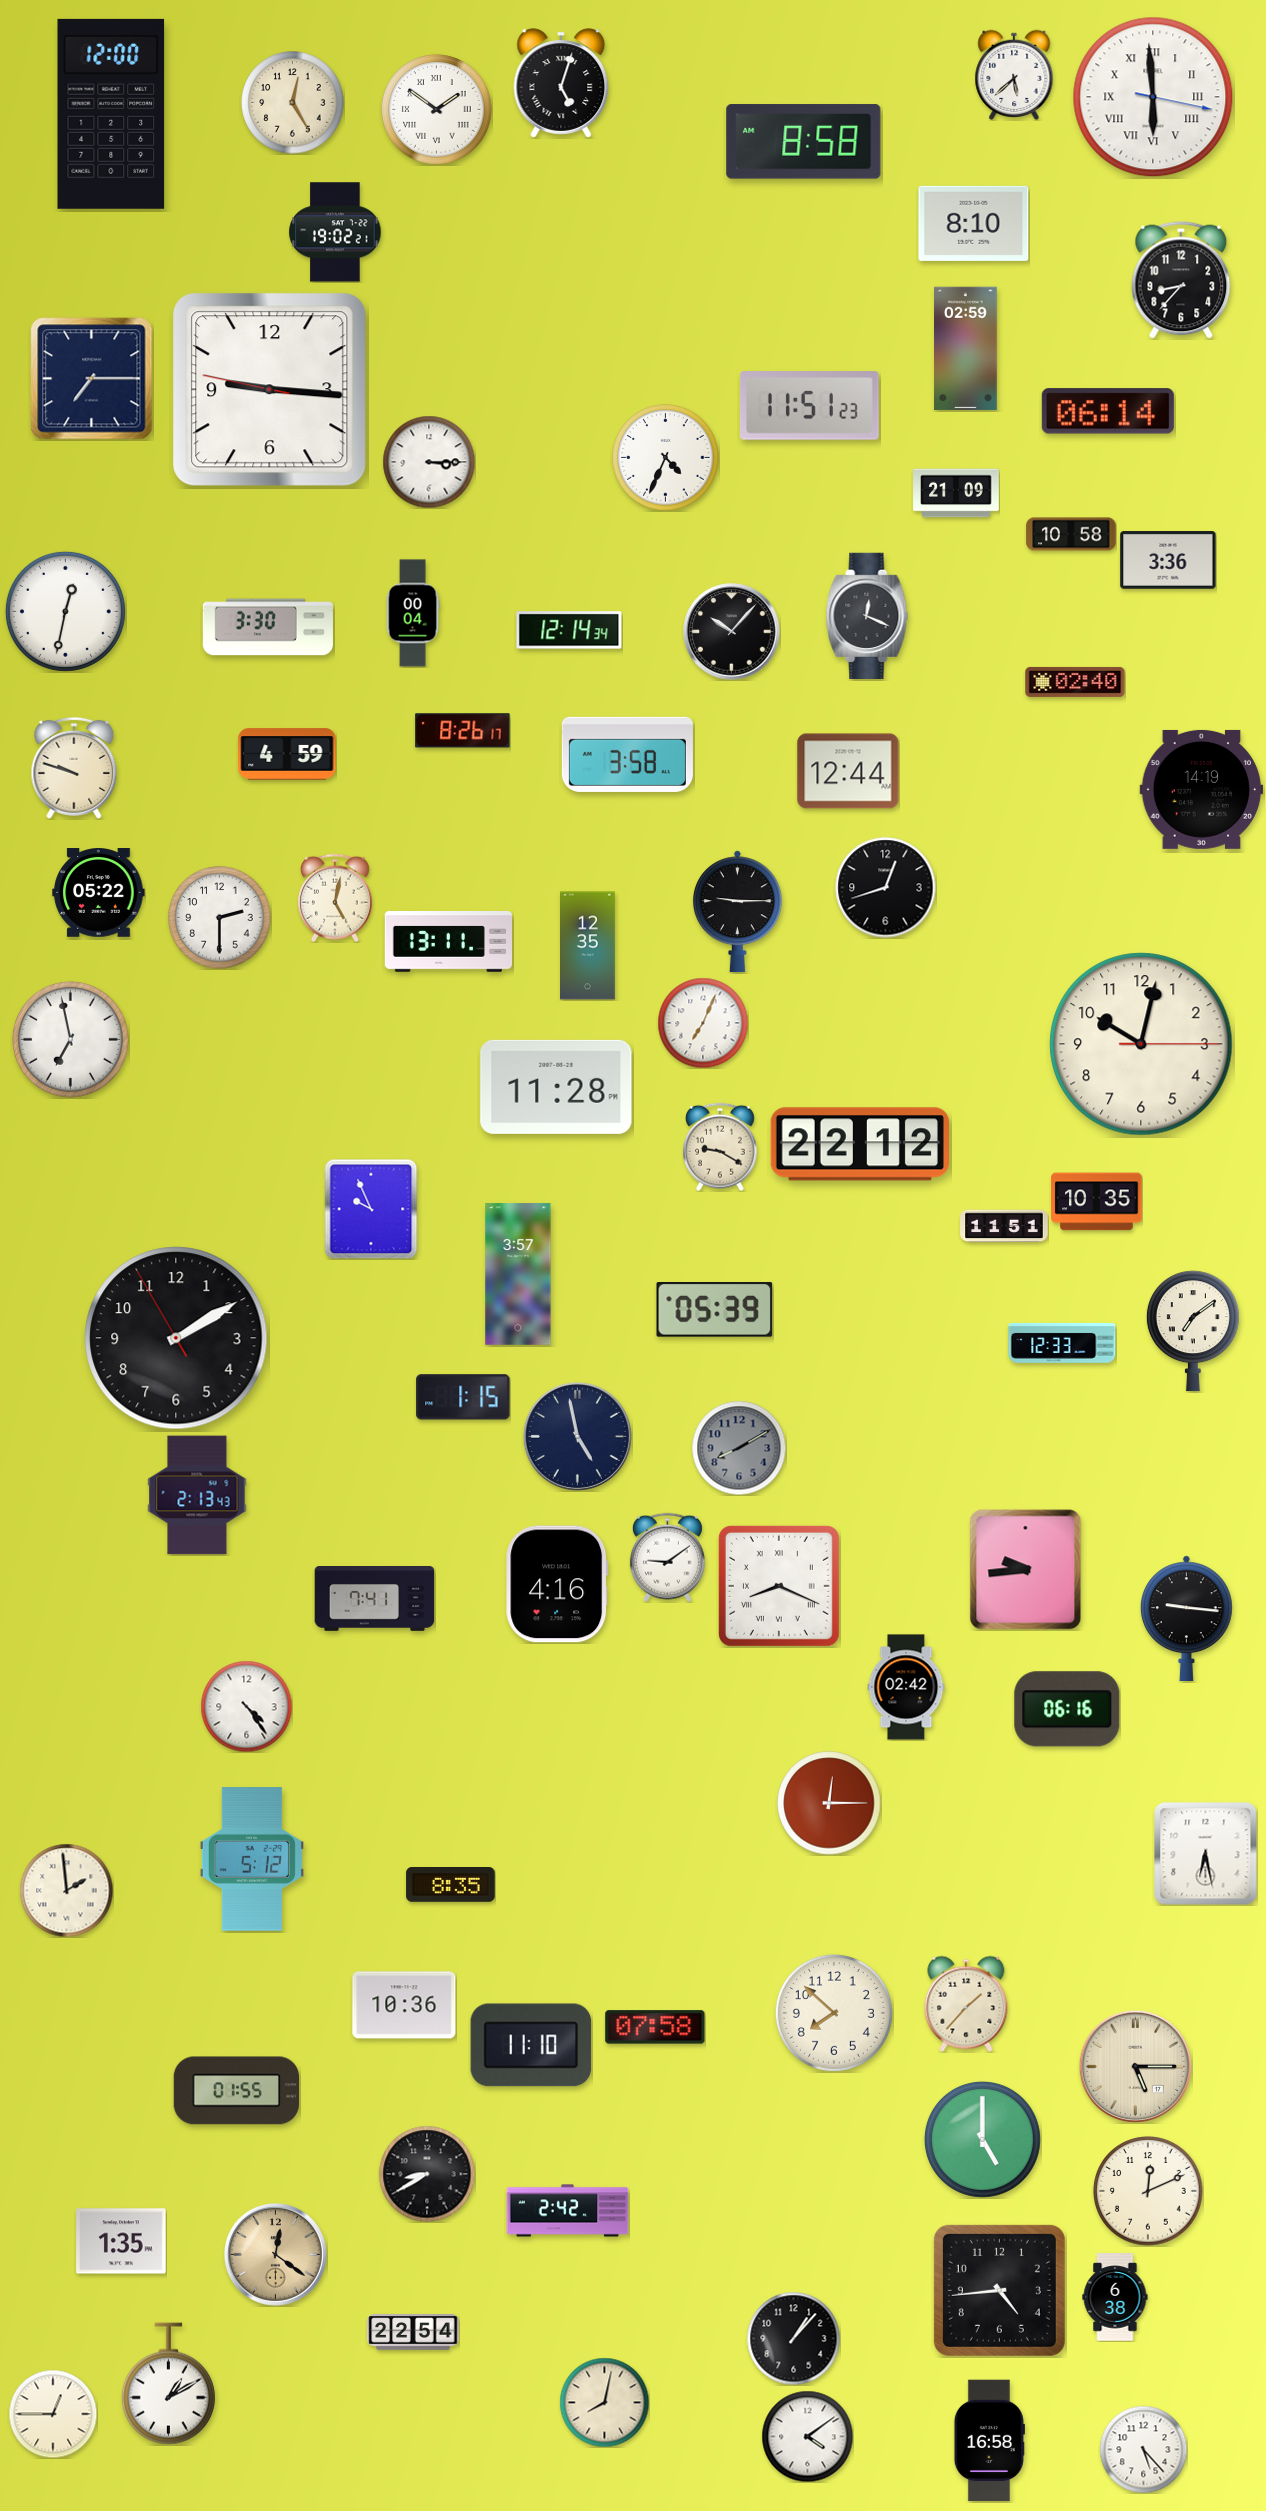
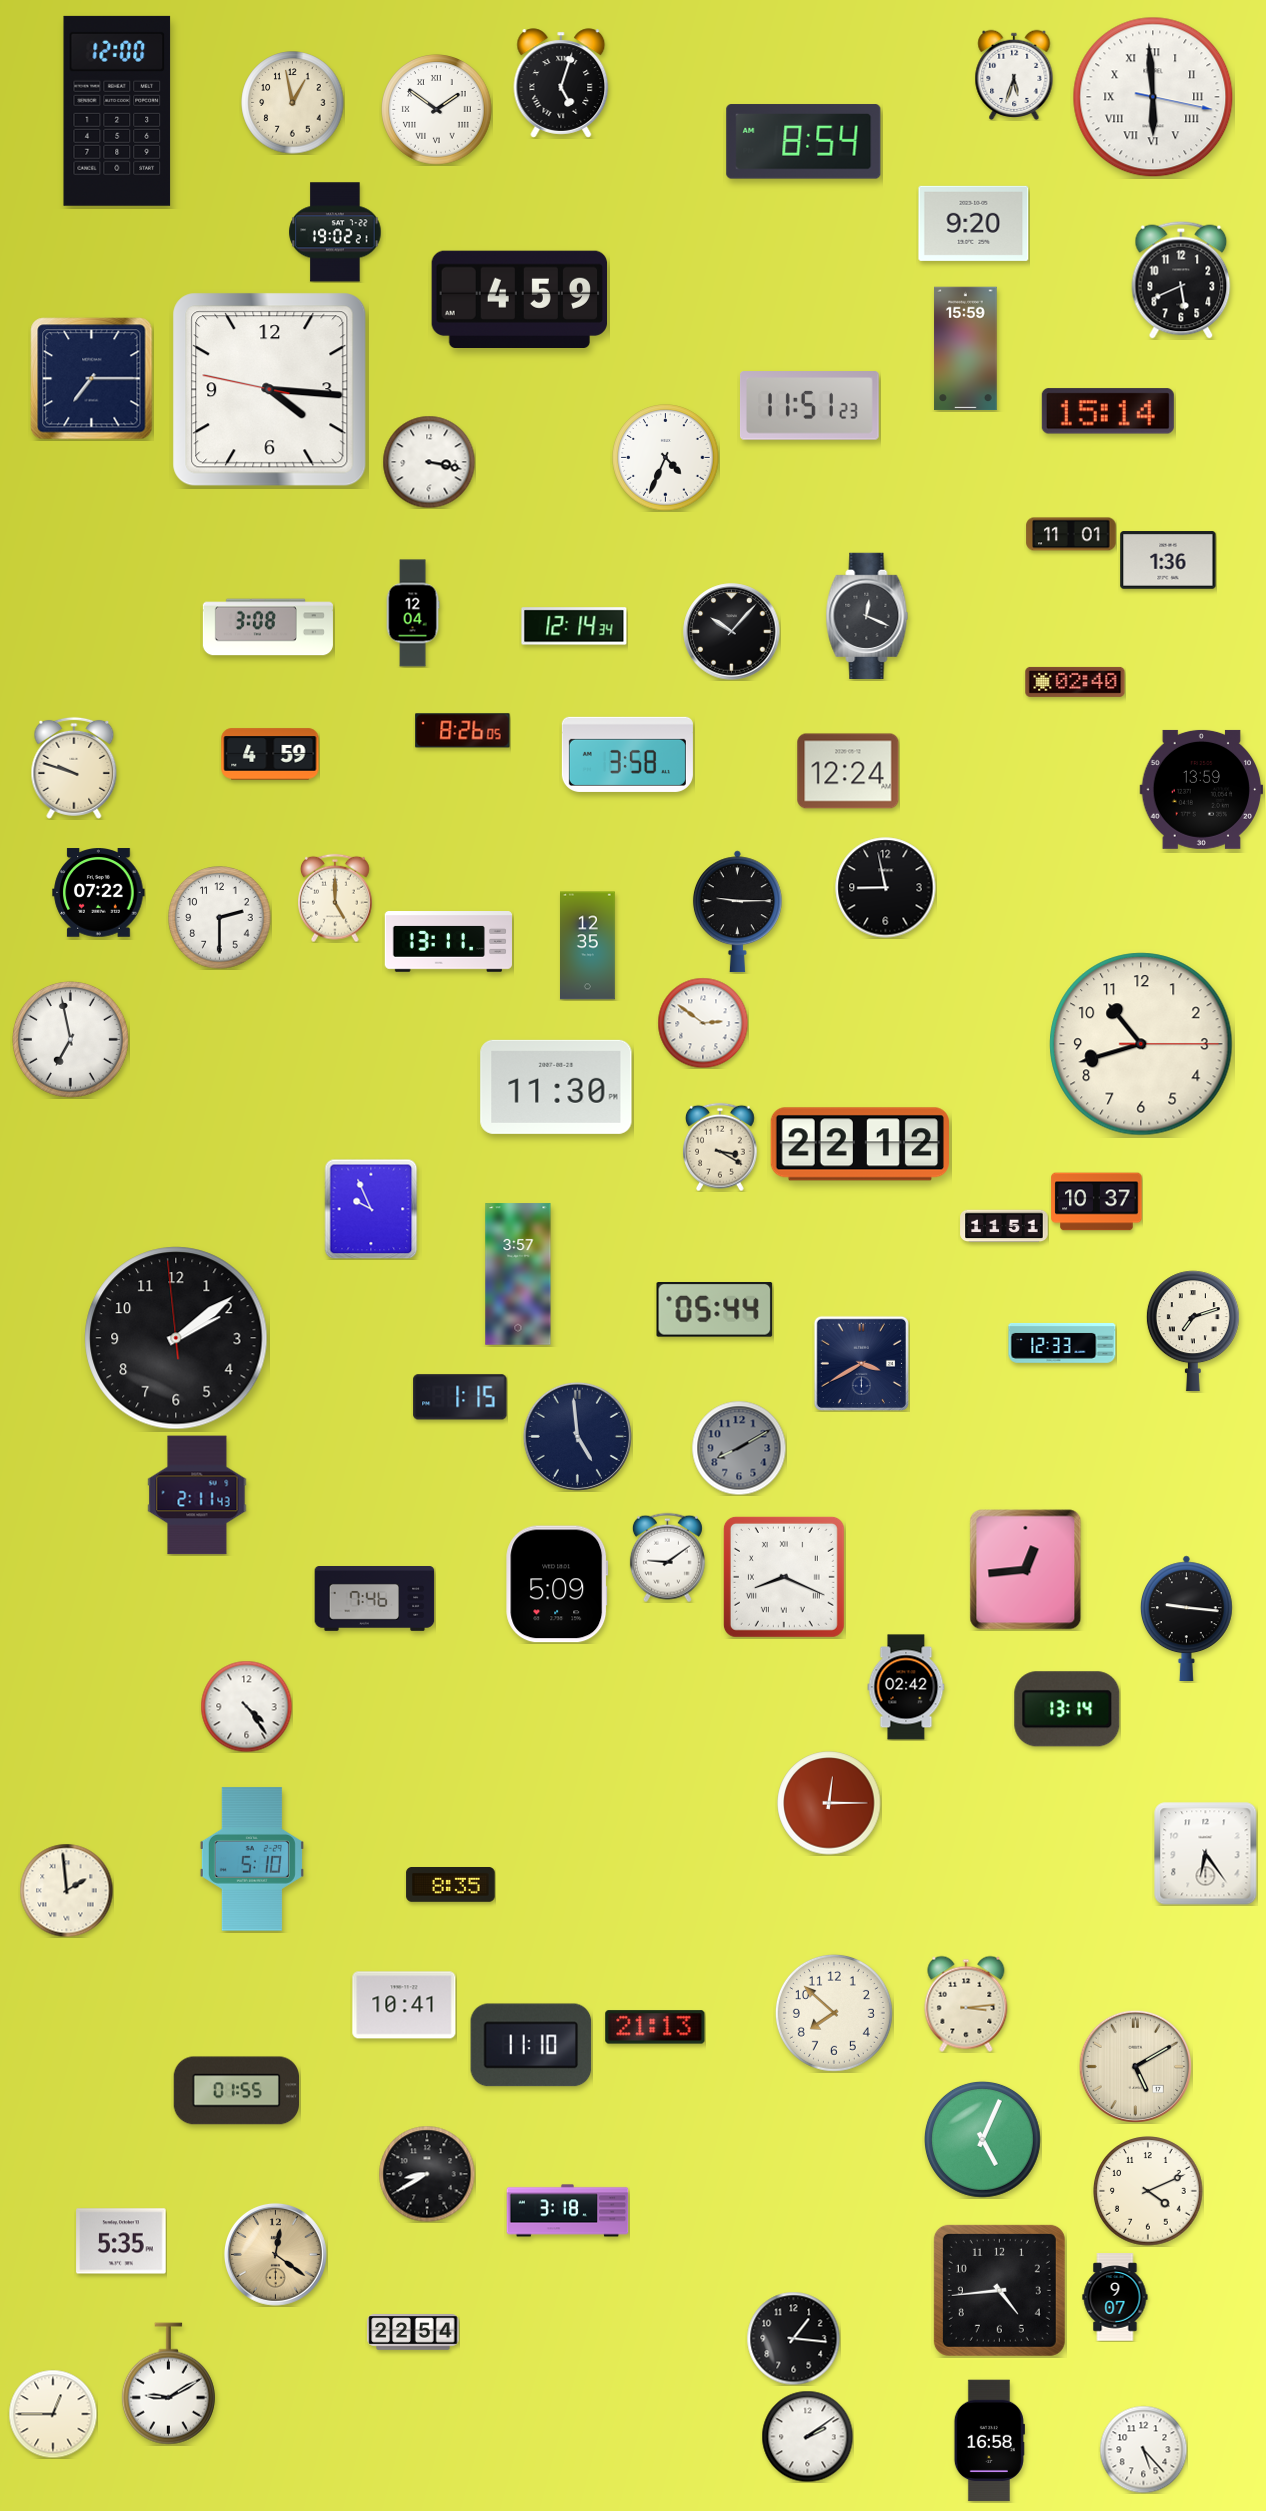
clock at (1014, 75): 5:38 -> 5:33
clock at (293, 103): 12:25 -> 12:58
clock at (111, 114) position: (111, 114) -> (117, 111)
clock at (804, 142): 8:58 -> 8:54
clock at (974, 223): 8:10 -> 9:20
clock at (1181, 280): 8:37 -> 5:41
clock at (520, 299): none -> 4:59
clock at (966, 349): 02:59 -> 15:59
clock at (270, 390): 9:15 -> 4:15
clock at (1108, 411): 06:14 -> 15:14
clock at (429, 462): 3:15 -> 3:17
clock at (956, 493): 21:09 -> none
clock at (1071, 534): 10:58 -> 11:01
clock at (1168, 560): 3:36 -> 1:36
clock at (65, 611): 12:32 -> none
clock at (413, 613): 00:04 -> 12:04
clock at (268, 627): 3:30 -> 3:08
clock at (569, 630) position: (569, 630) -> (574, 626)
clock at (463, 731): 8:26:17 -> 8:26:05
clock at (287, 754) position: (287, 754) -> (270, 754)
clock at (848, 771): 12:44 -> 12:24
clock at (1202, 789): 14:19 -> 13:59
clock at (886, 888): 12:42 -> 8:58
clock at (99, 893): 05:22 -> 07:22
clock at (336, 898): 5:02 -> 5:00
clock at (703, 1023): 7:04 -> 2:51
clock at (1141, 1044): 10:02 -> 10:42
clock at (556, 1087): 11:28 -> 11:30
clock at (721, 1147): 9:20 -> 3:20
clock at (1097, 1202): 10:35 -> 10:37
clock at (715, 1310): 05:39 -> 05:44
clock at (1193, 1331): 7:09 -> 7:12
clock at (176, 1338): 2:09 -> 2:08
clock at (861, 1363): none -> 3:40
clock at (463, 1397) position: (463, 1397) -> (460, 1397)
clock at (577, 1436): 4:58 -> 4:59
clock at (197, 1495): 2:13 -> 2:11
clock at (1026, 1570): 9:44 -> 12:44
clock at (557, 1584): 4:16 -> 5:09
clock at (779, 1586) position: (779, 1586) -> (784, 1577)
clock at (375, 1599): 7:41 -> 7:46
clock at (1067, 1709): 06:16 -> 13:14
clock at (1206, 1854): 6:28 -> 6:24
clock at (252, 1859): 5:12 -> 5:10
clock at (966, 2004): 1:37 -> 3:14
clock at (404, 2005): 10:36 -> 10:41
clock at (655, 2027): 07:58 -> 21:13
clock at (1135, 2066): 5:15 -> 5:10
clock at (982, 2139): 5:00 -> 5:04
clock at (1148, 2191): 12:11 -> 4:11
clock at (568, 2211): 2:42 -> 3:18
clock at (121, 2241): 1:35 -> 5:35
clock at (1115, 2297): 6:38 -> 9:07
clock at (793, 2338): 1:07 -> 1:16
clock at (168, 2384): 1:10 -> 9:10
clock at (604, 2402): 8:02 -> none
clock at (807, 2436): 4:09 -> 2:09
